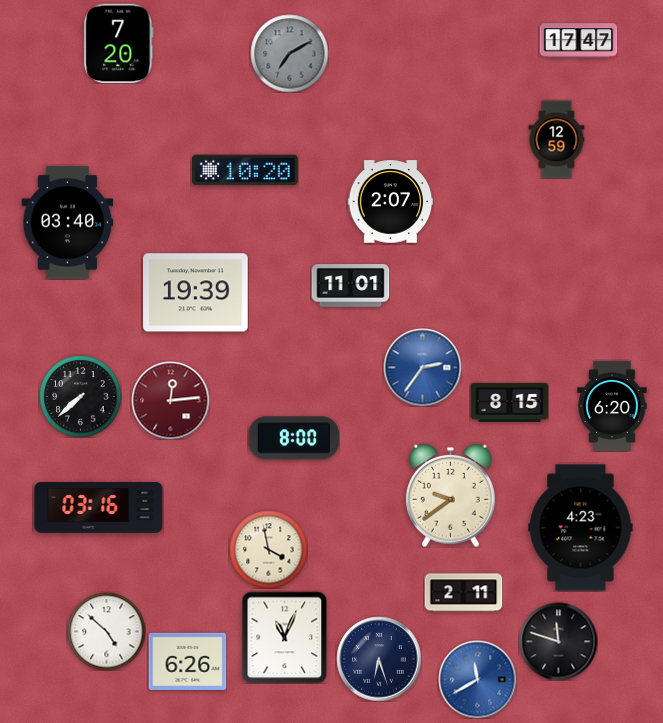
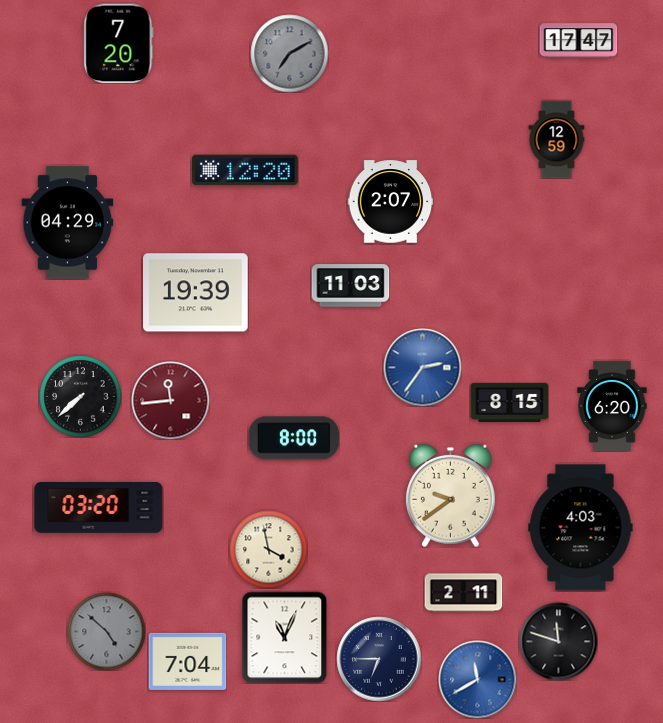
clock at (245, 170): 10:20 -> 12:20
clock at (68, 223): 03:40 -> 04:29
clock at (350, 286): 11:01 -> 11:03
clock at (170, 400): 12:14 -> 11:44
clock at (99, 508): 03:16 -> 03:20
clock at (581, 528): 4:23 -> 4:03
clock at (106, 631) dial: white -> grey
clock at (379, 659): 6:27 -> 6:45
clock at (187, 661): 6:26 -> 7:04
